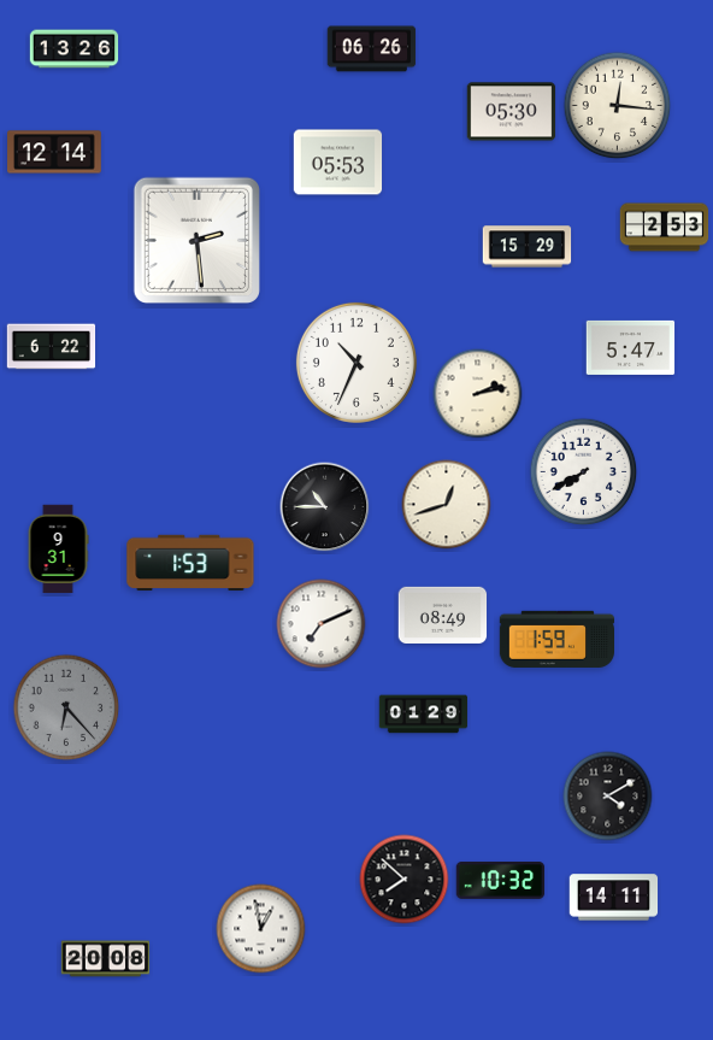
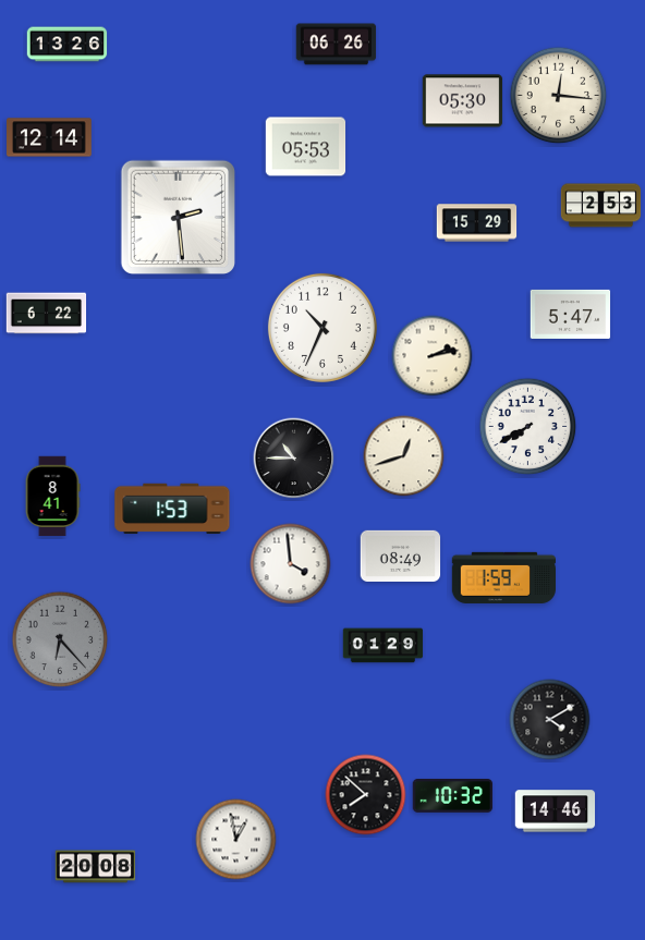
clock at (58, 550): 9:31 -> 8:41
clock at (322, 624): 7:11 -> 3:59
clock at (614, 898): 14:11 -> 14:46
